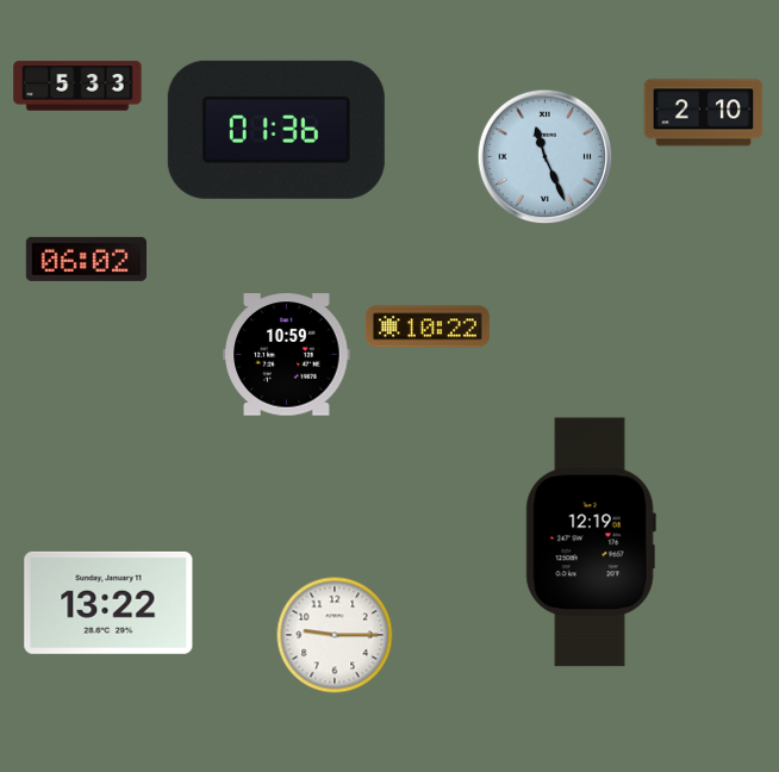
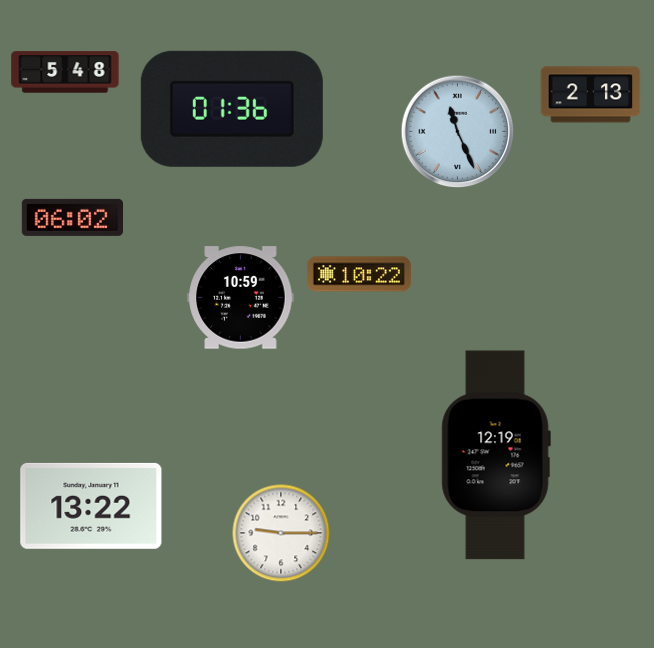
clock at (77, 86): 5:33 -> 5:48
clock at (704, 113): 2:10 -> 2:13
